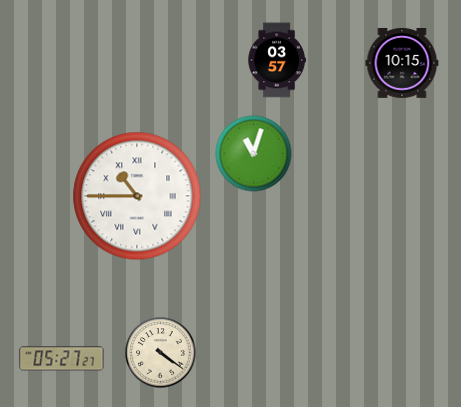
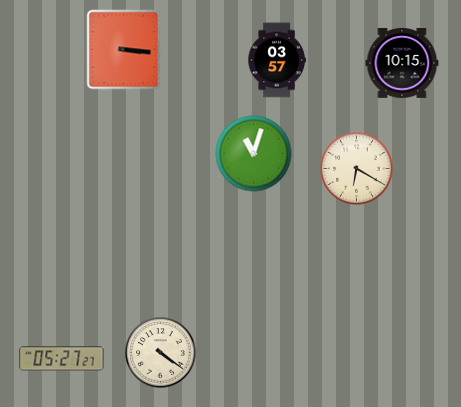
clock at (124, 50): none -> 3:16
clock at (357, 169): none -> 6:20
clock at (137, 196): 10:45 -> none
